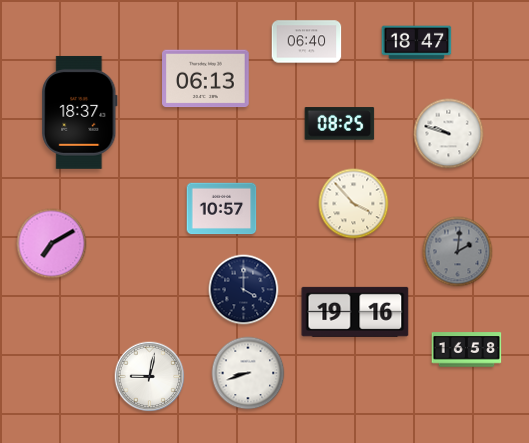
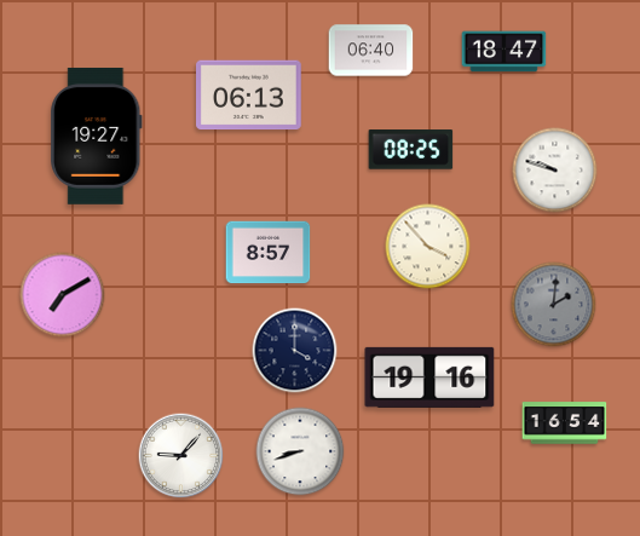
clock at (80, 112): 18:37 -> 19:27
clock at (449, 134) position: (449, 134) -> (555, 171)
clock at (222, 209): 10:57 -> 8:57
clock at (467, 350): 16:58 -> 16:54
clock at (150, 377): 9:02 -> 9:07
